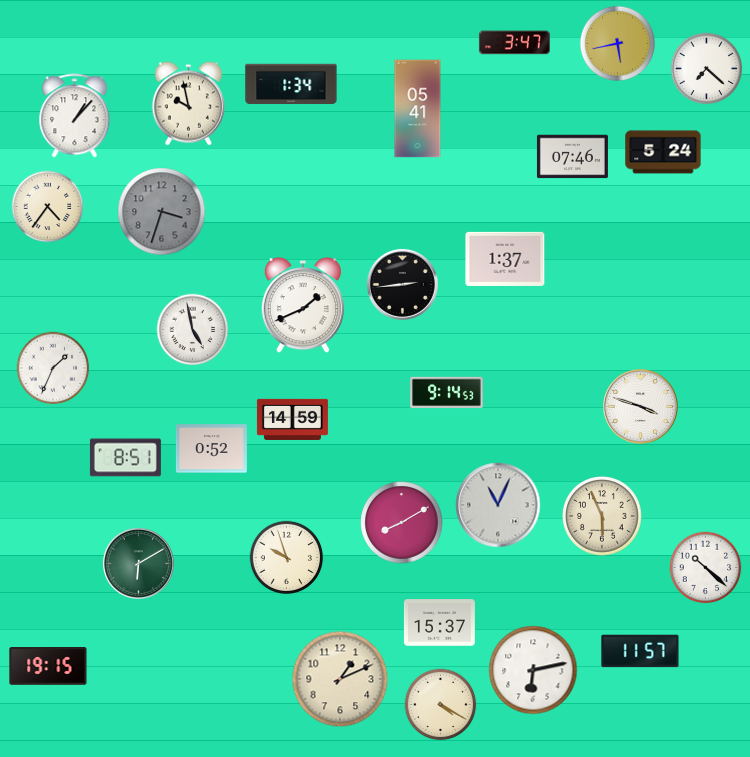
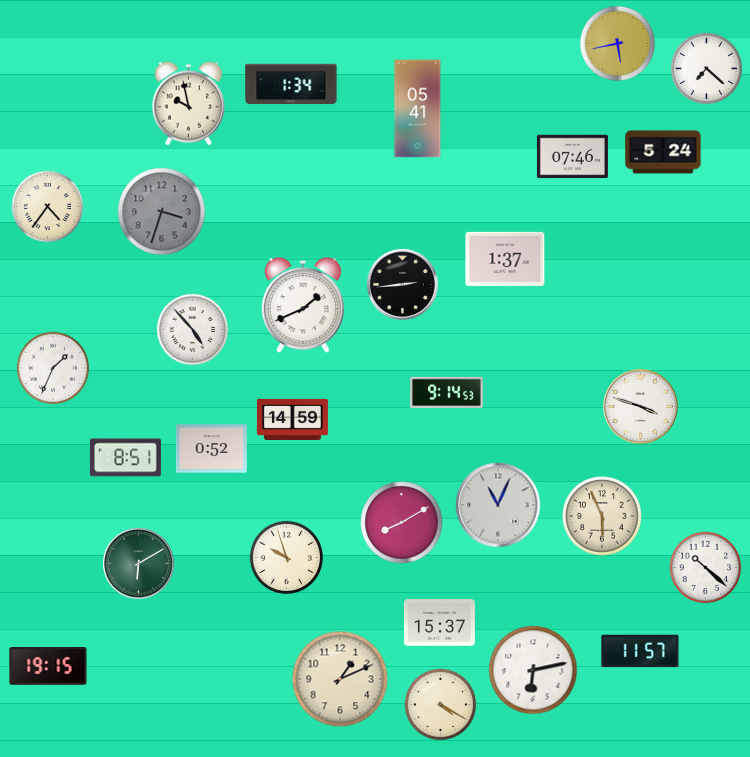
clock at (514, 43): 3:47 -> none
clock at (75, 116): 1:07 -> none
clock at (193, 330): 4:58 -> 4:53
